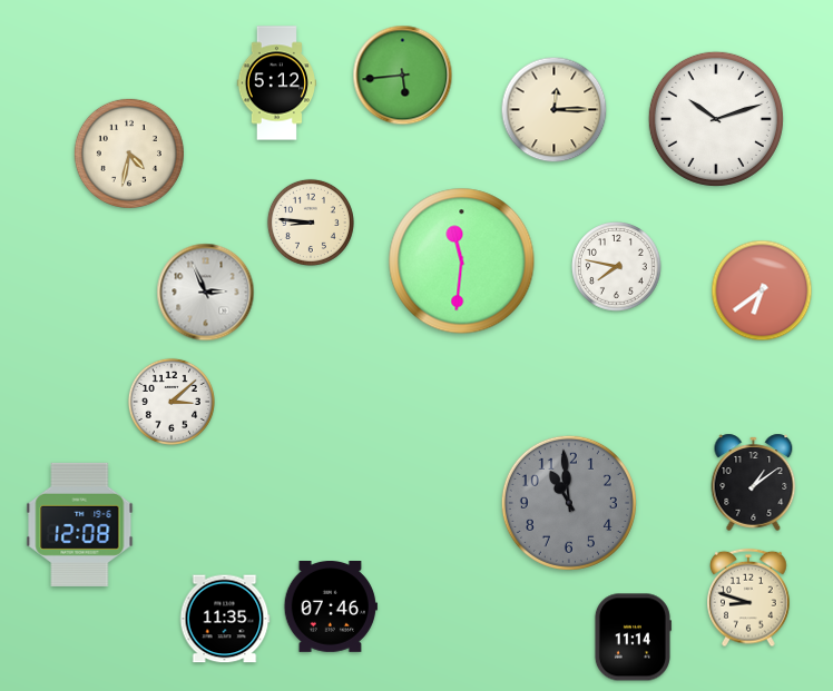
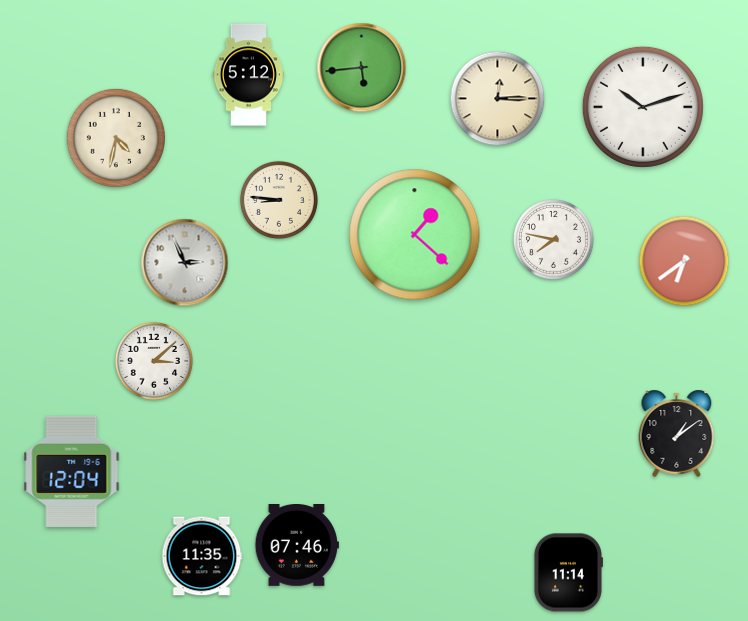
clock at (462, 261): 11:31 -> 1:22
clock at (569, 503): 10:59 -> none
clock at (80, 524): 12:08 -> 12:04
clock at (748, 598): 8:48 -> none
